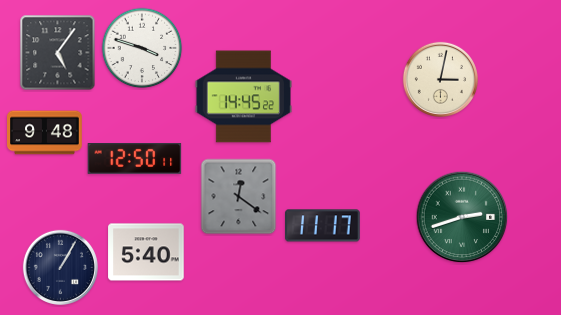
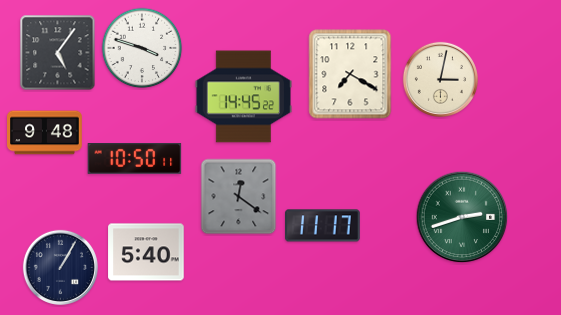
clock at (350, 74): none -> 7:20
clock at (135, 159): 12:50 -> 10:50
